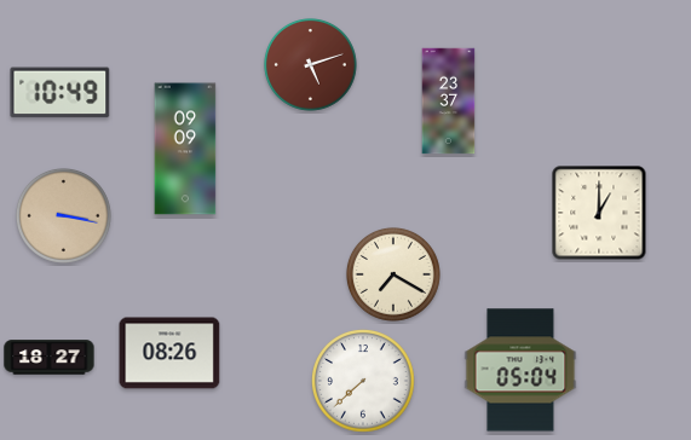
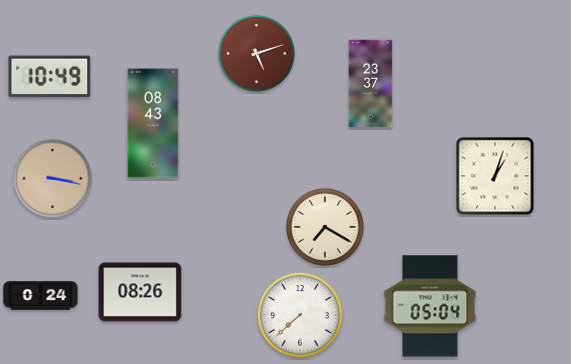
clock at (185, 149): 09:09 -> 08:43
clock at (599, 213): 1:00 -> 1:03
clock at (50, 358): 18:27 -> 0:24
